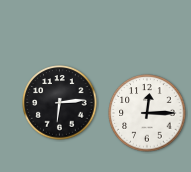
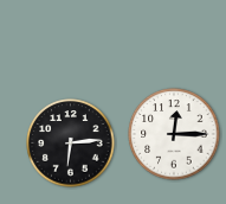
clock at (60, 103) position: (60, 103) -> (71, 144)
